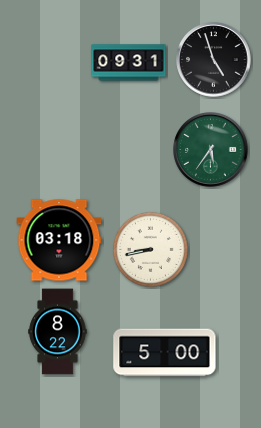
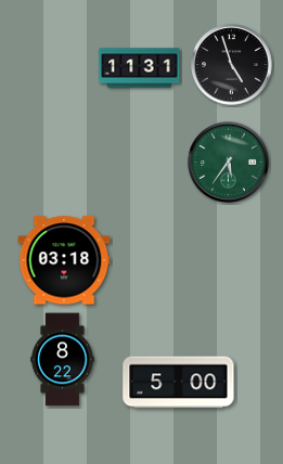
clock at (129, 63): 09:31 -> 11:31
clock at (150, 249): 8:43 -> none
